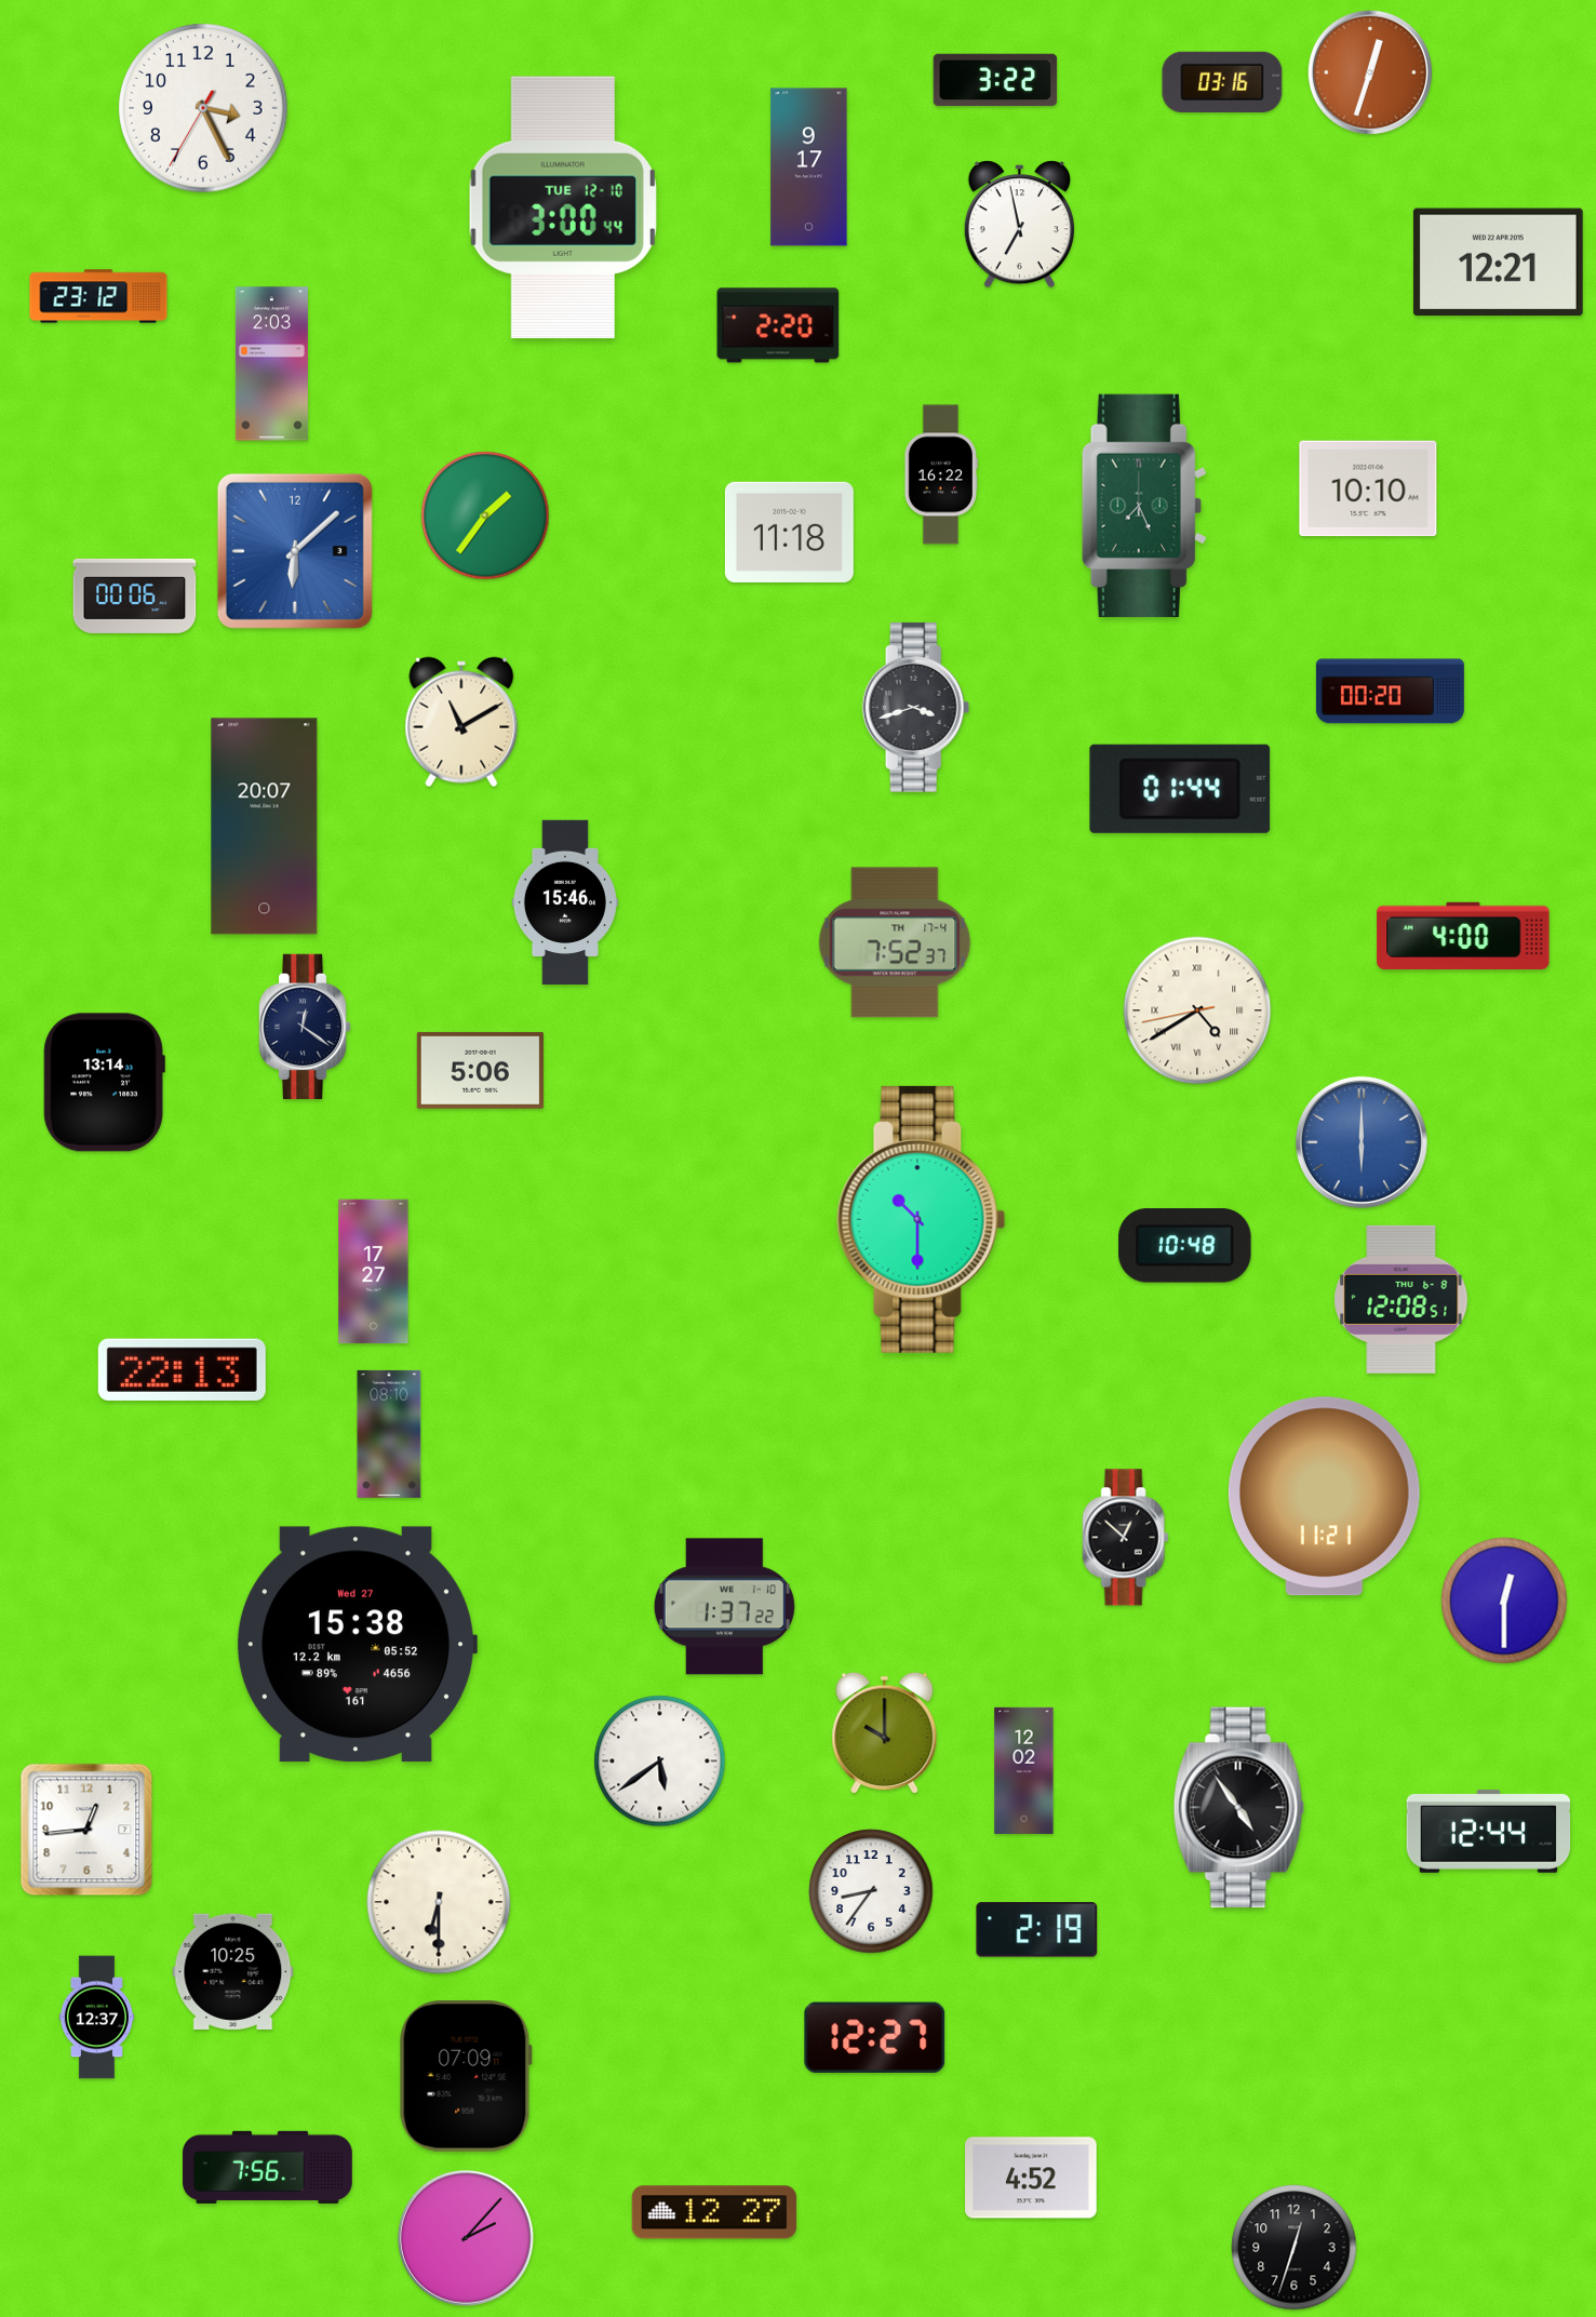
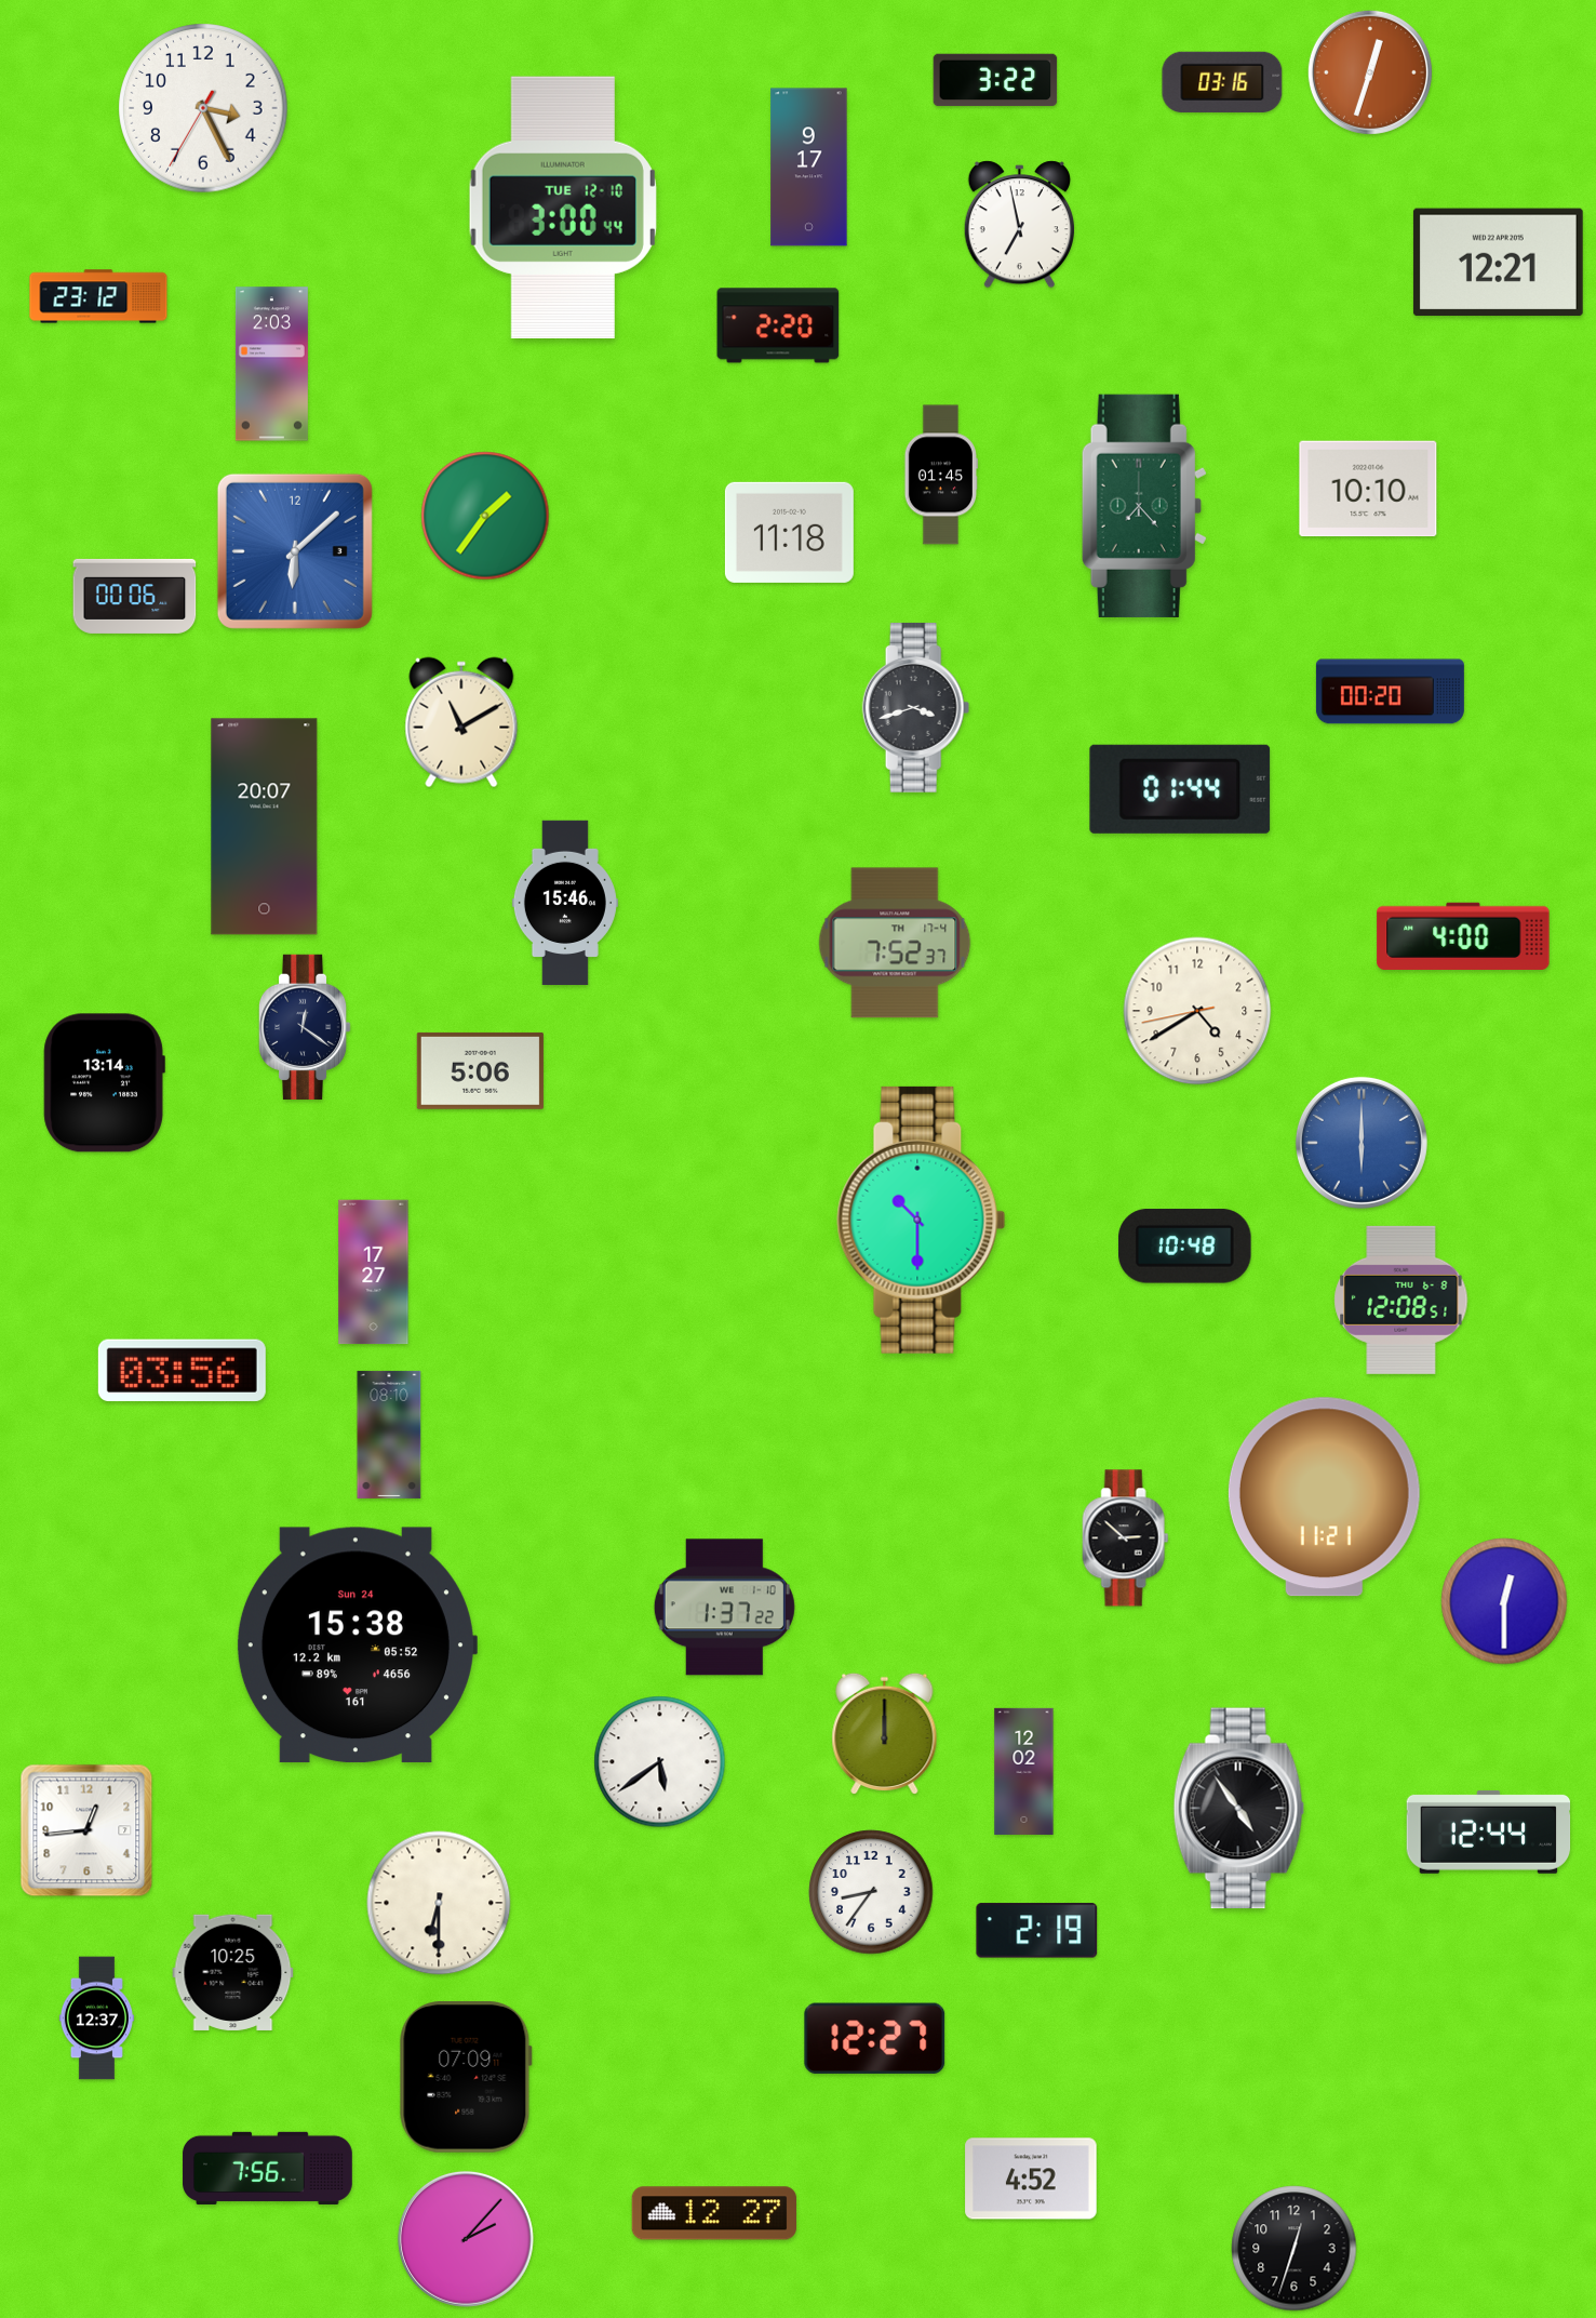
clock at (941, 474): 16:22 -> 01:45
clock at (1144, 506): 7:26 -> 7:23
clock at (1197, 1010) numerals: Roman -> Arabic
clock at (182, 1369): 22:13 -> 03:56
clock at (1126, 1538): 12:52 -> 2:52
clock at (357, 1645) date: Wed 27 -> Sun 24
clock at (885, 1733): 10:00 -> 12:00
